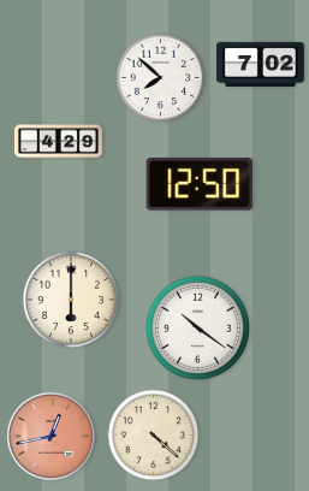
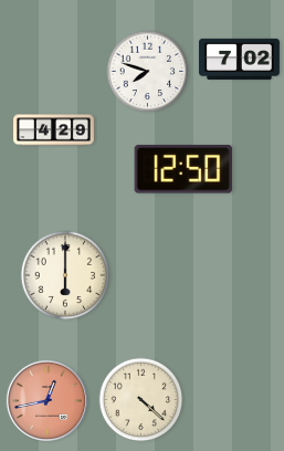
clock at (161, 78): 7:52 -> 7:48
clock at (197, 327): 10:21 -> none
